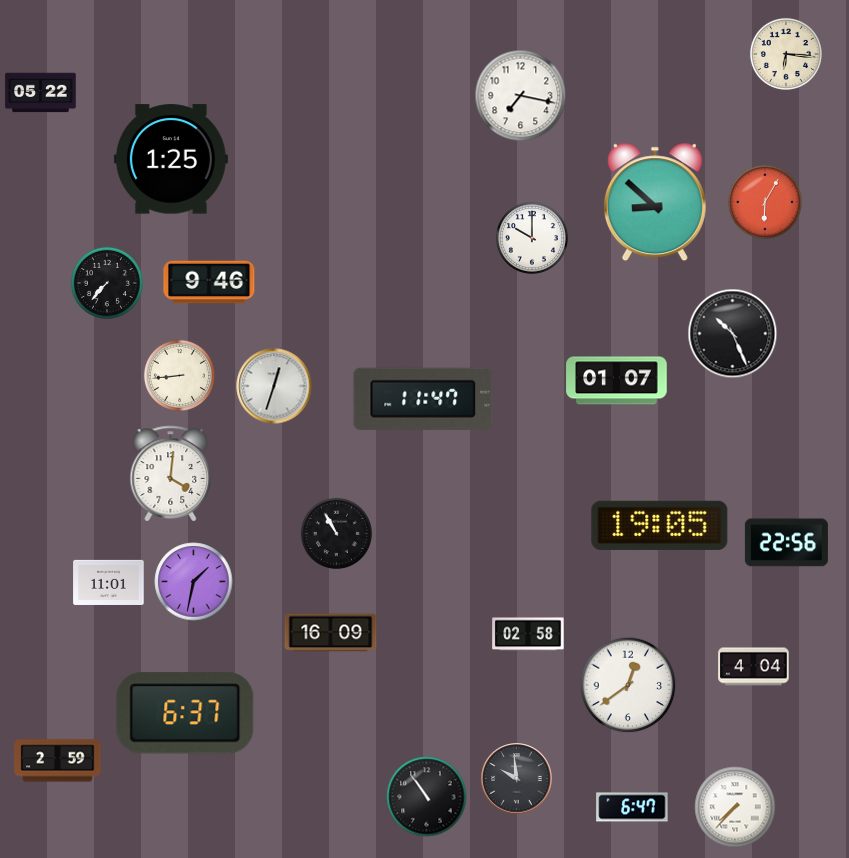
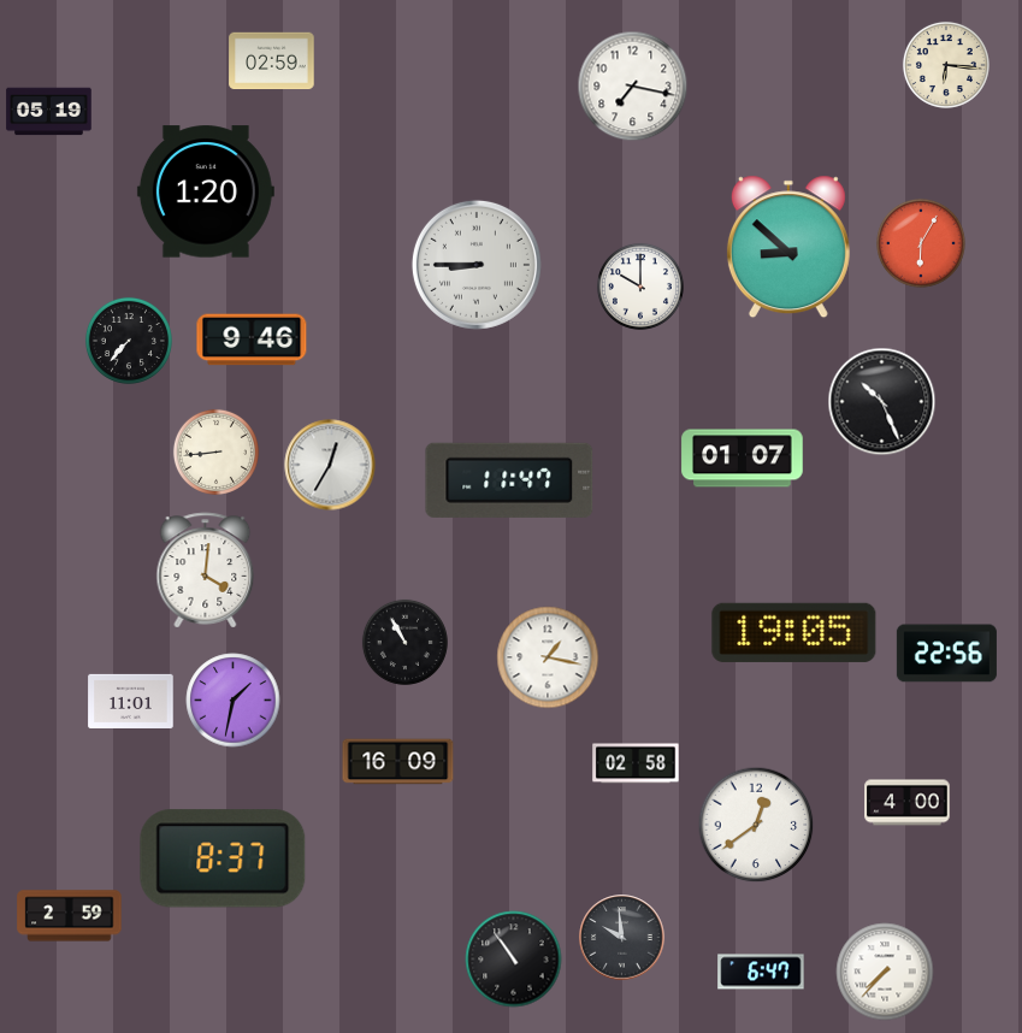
clock at (272, 61): none -> 02:59
clock at (41, 93): 05:22 -> 05:19
clock at (521, 96) position: (521, 96) -> (633, 87)
clock at (171, 159): 1:25 -> 1:20
clock at (655, 202) position: (655, 202) -> (788, 247)
clock at (477, 265): none -> 8:45
clock at (274, 386): 12:33 -> 12:35
clock at (548, 657): none -> 1:17
clock at (754, 667): 4:04 -> 4:00
clock at (185, 713): 6:37 -> 8:37
